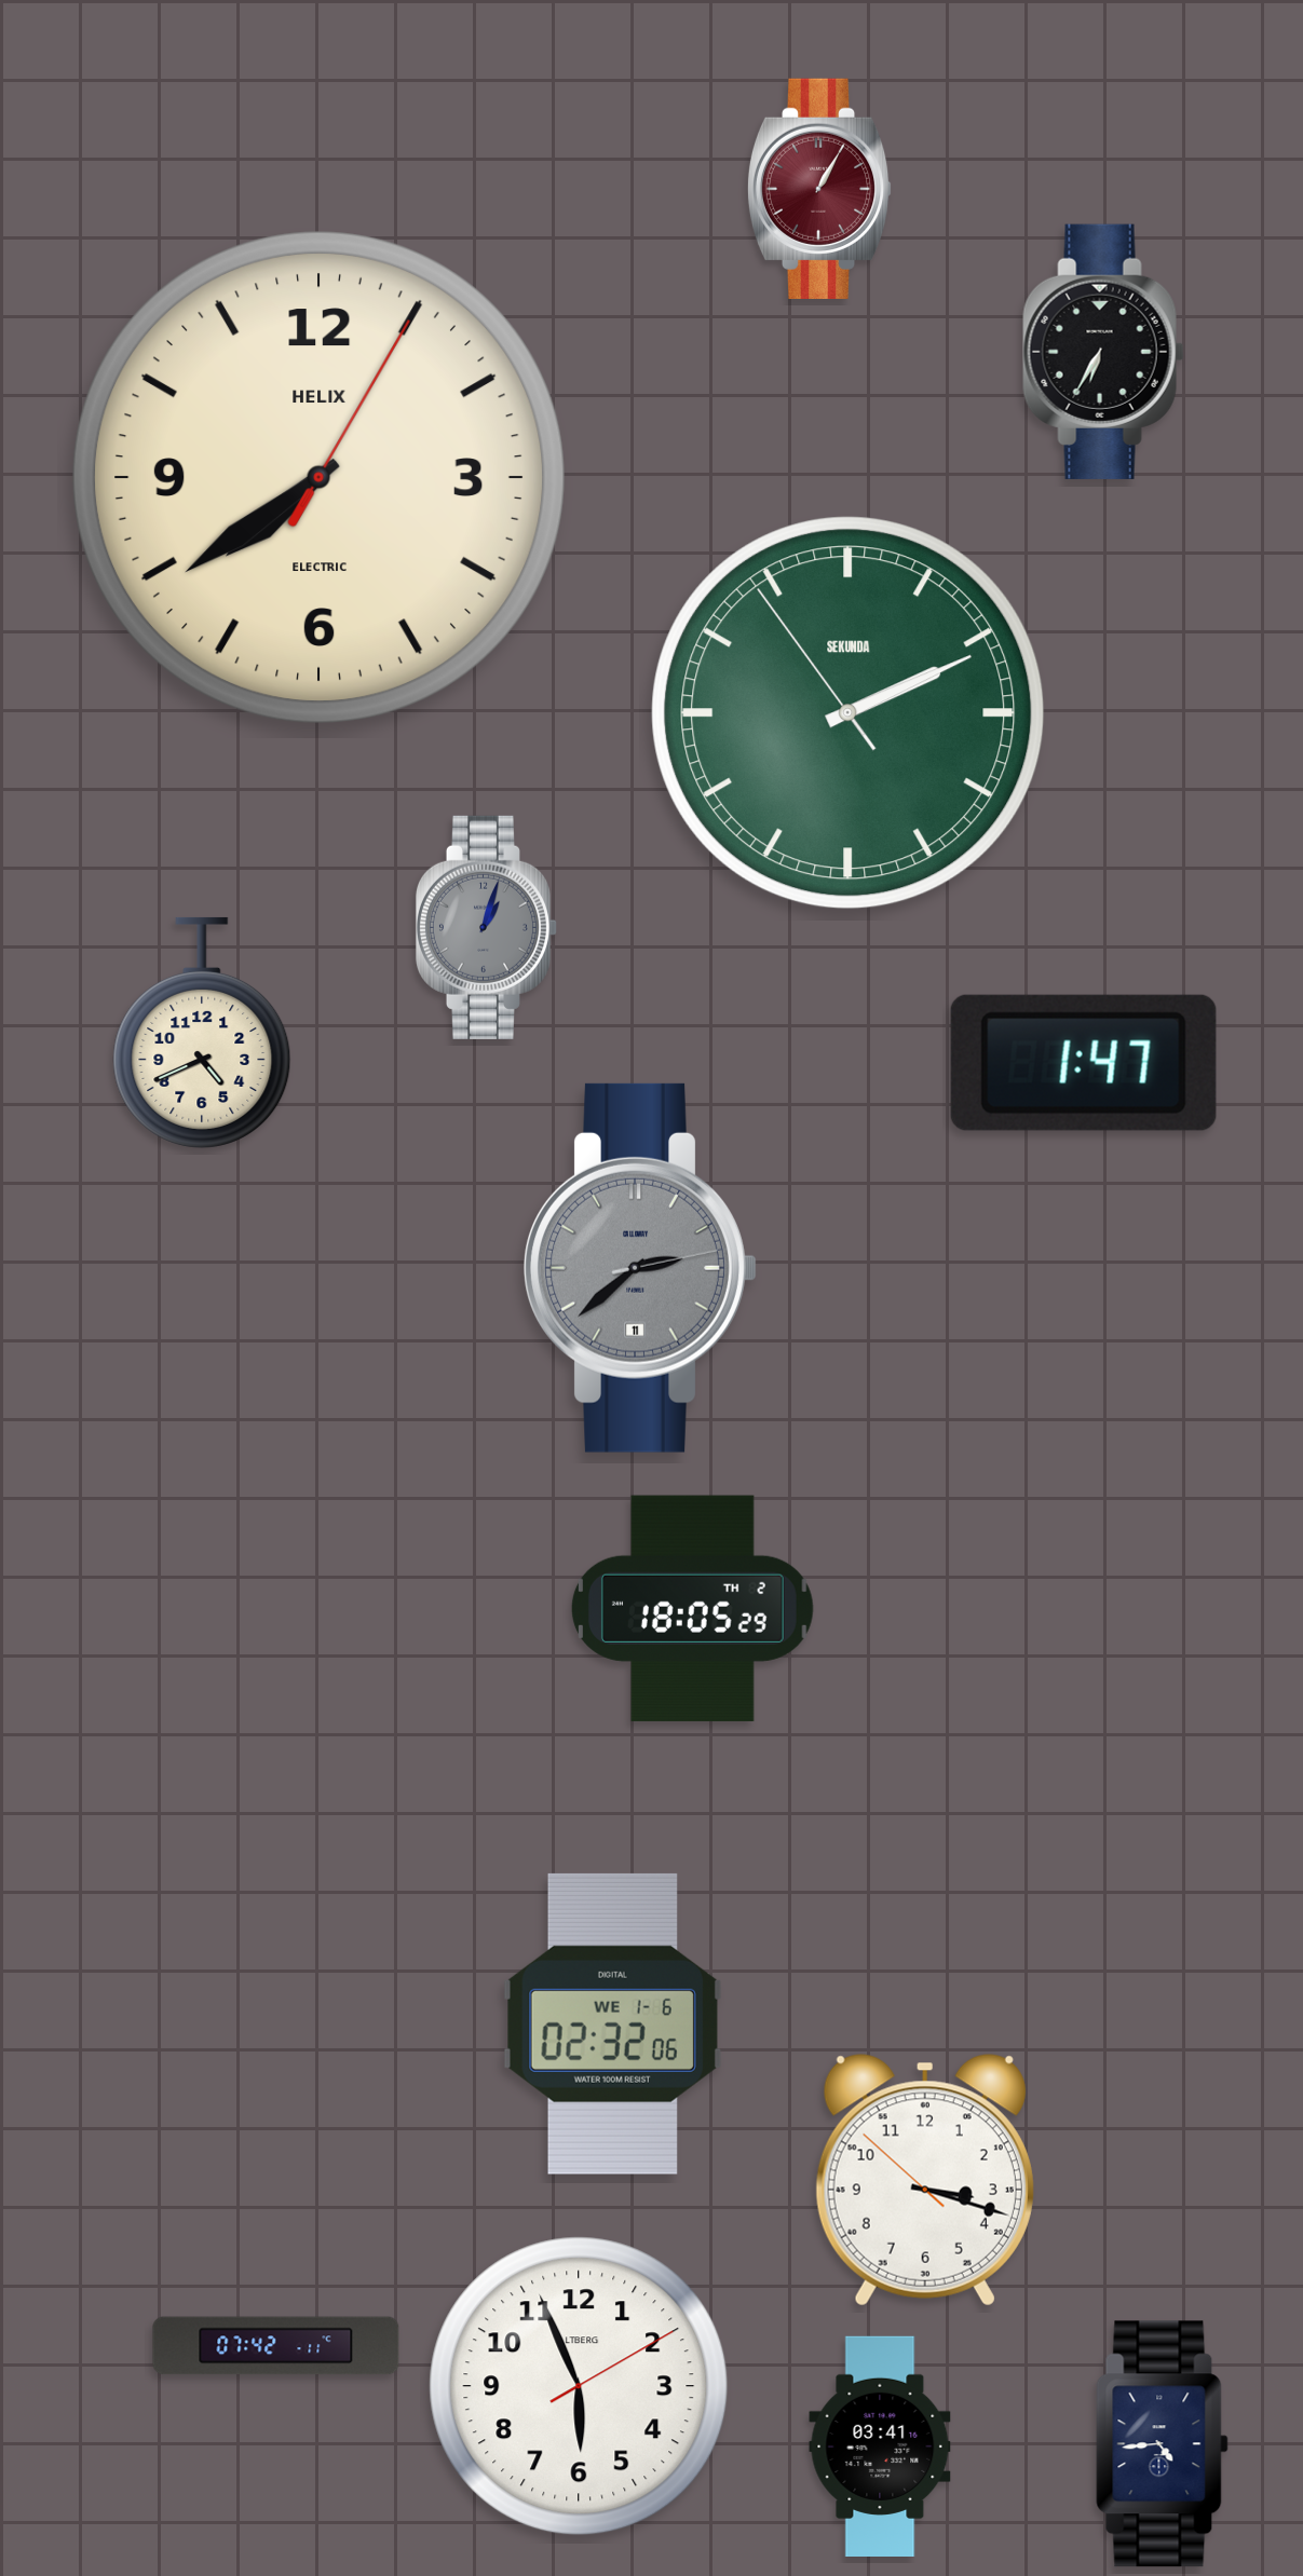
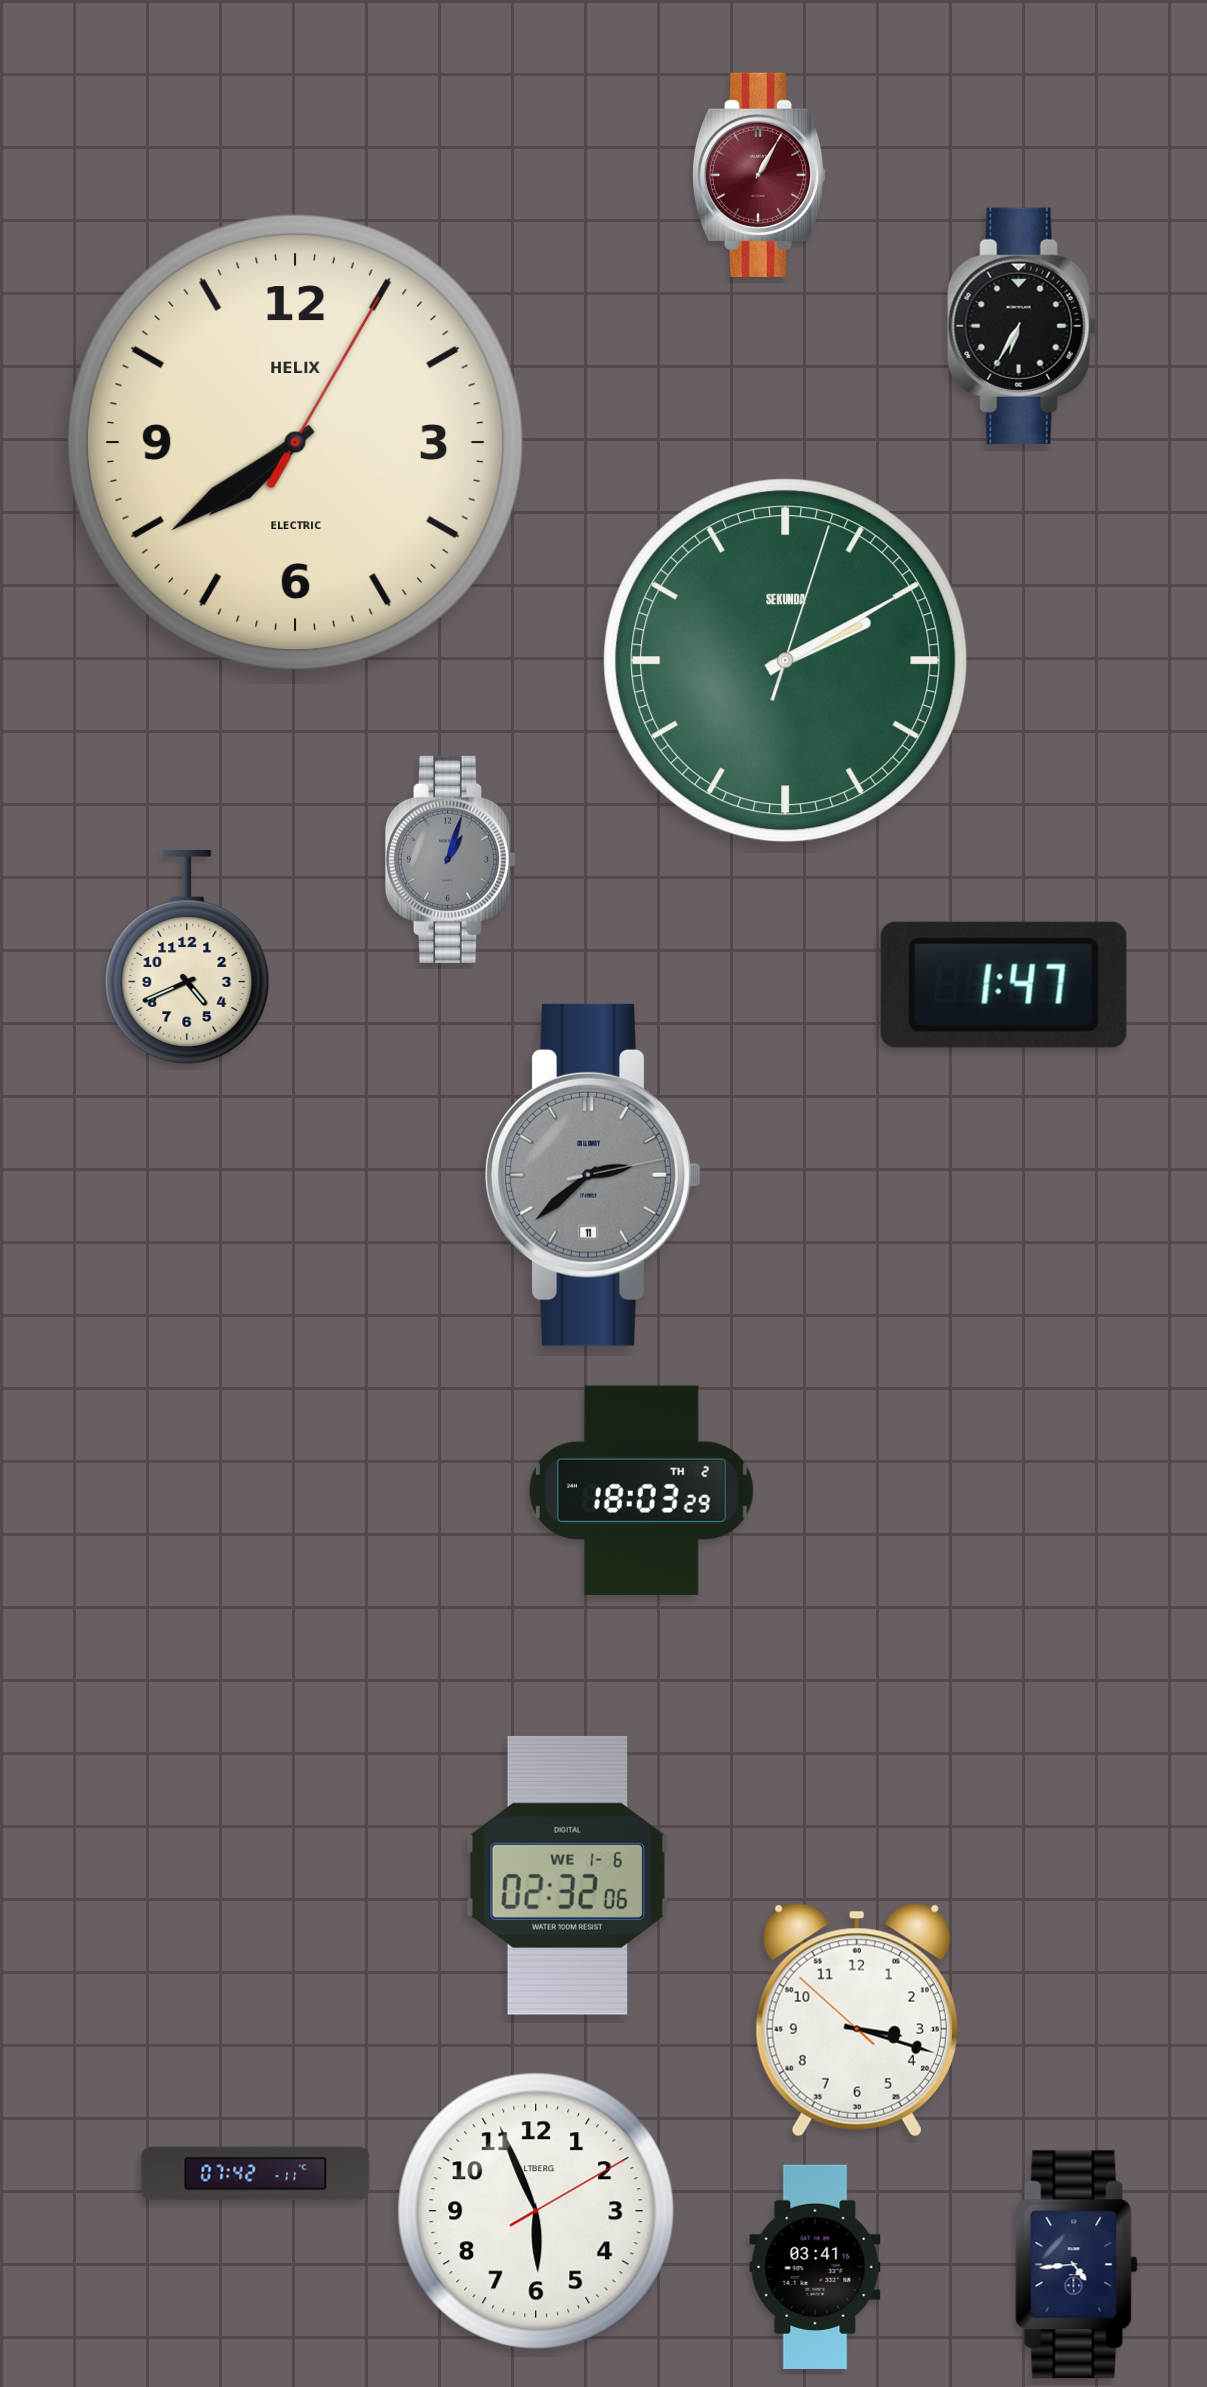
clock at (849, 713): 2:10:54 -> 2:10:03
clock at (692, 1608): 18:05 -> 18:03
